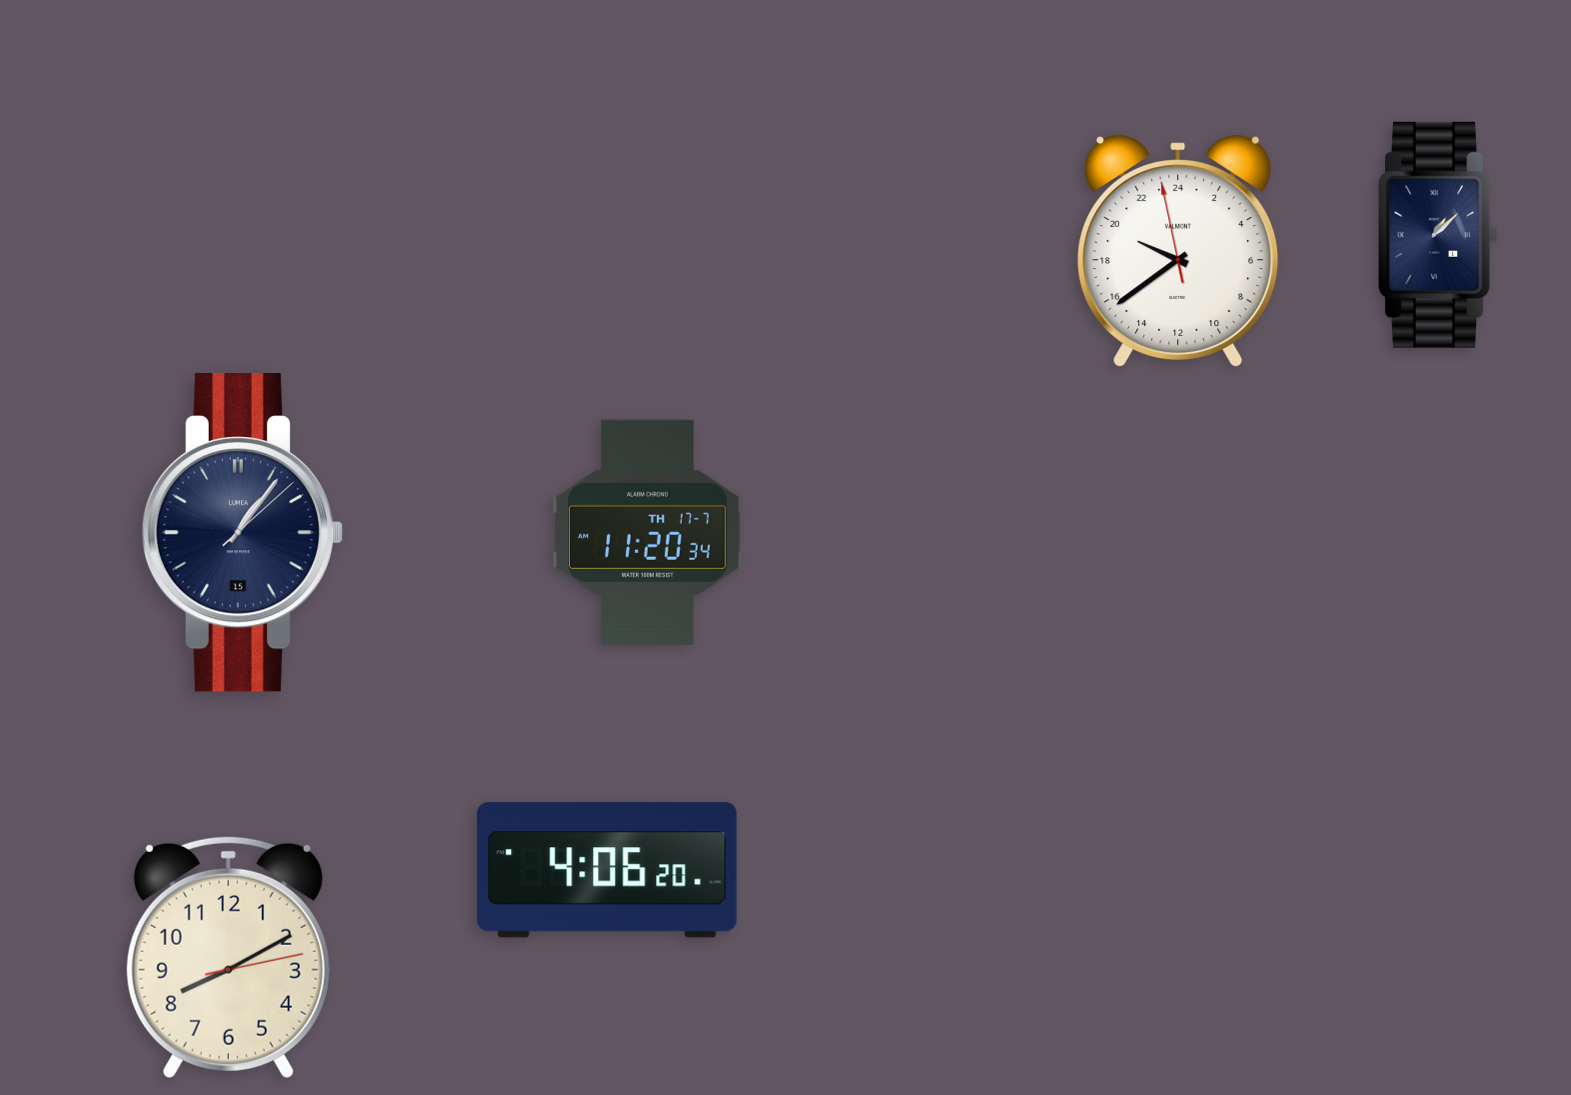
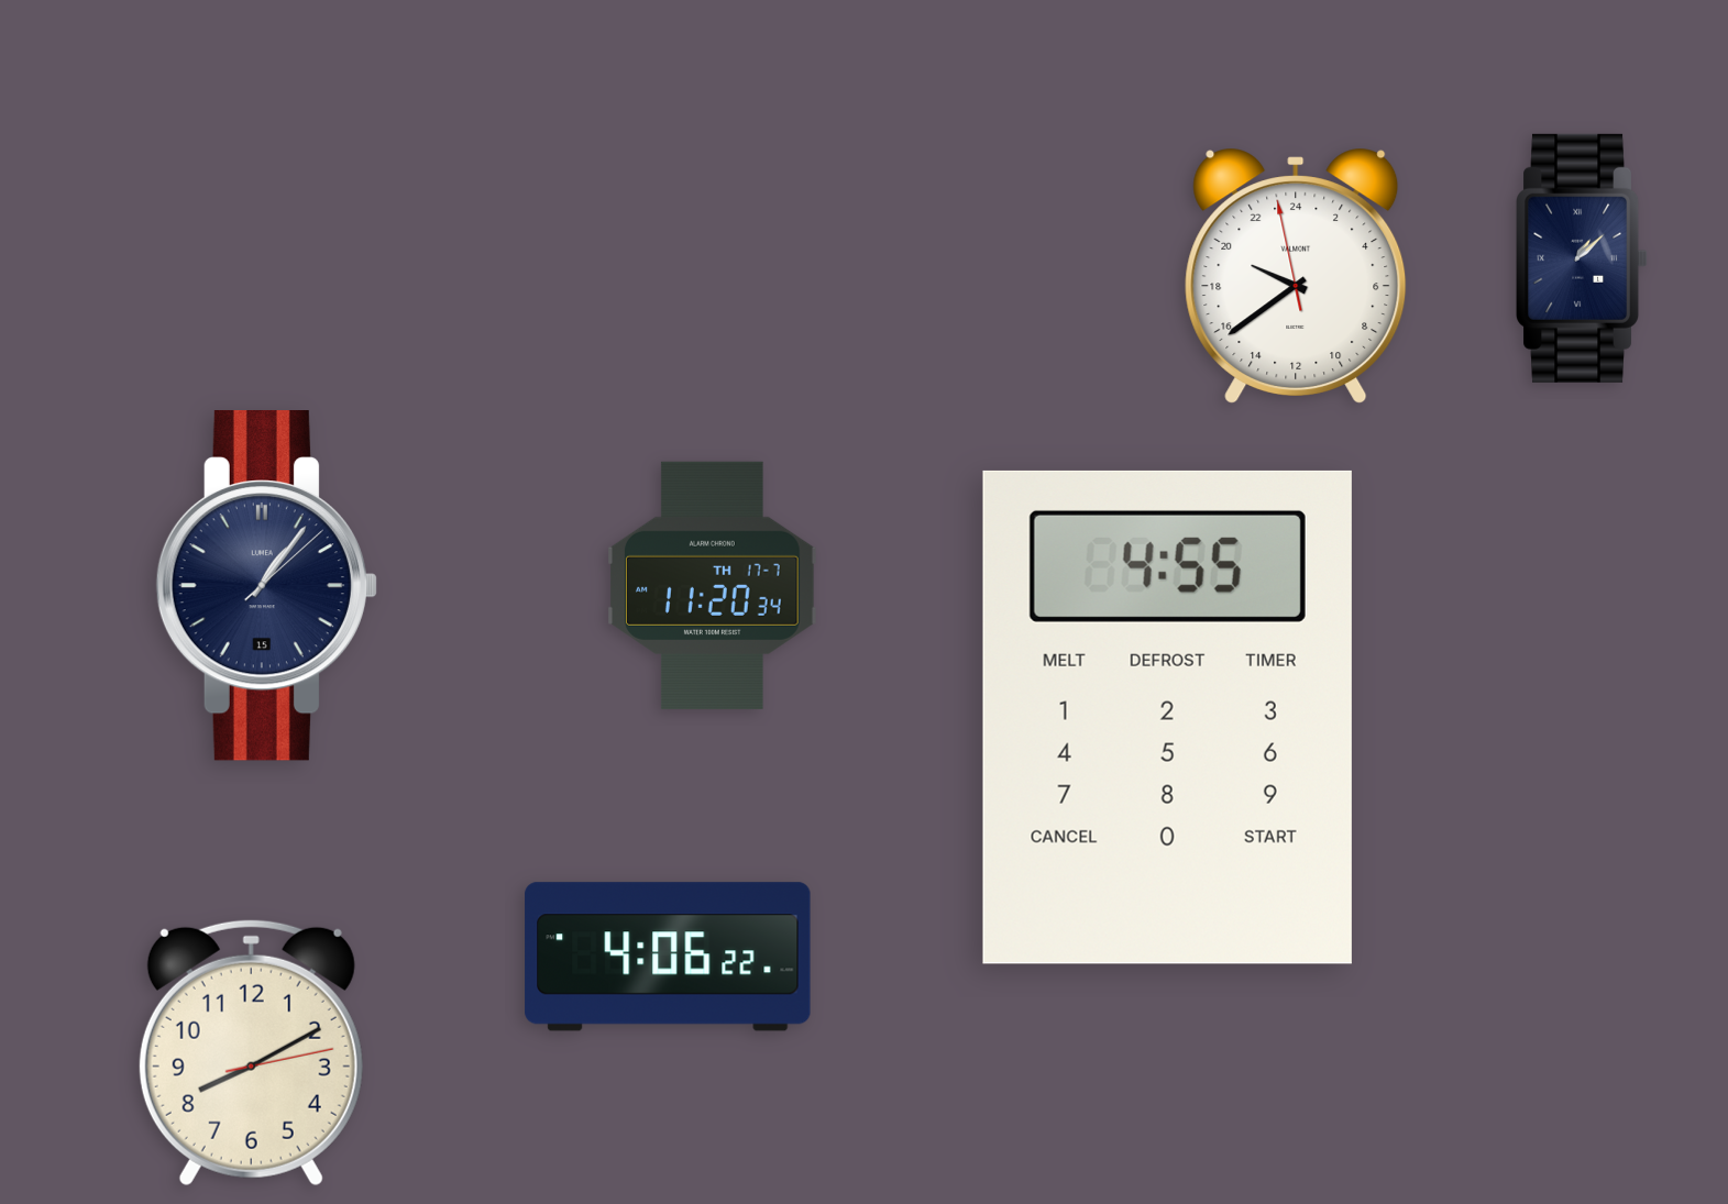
clock at (1167, 717): none -> 4:55
clock at (607, 870): 4:06:20 -> 4:06:22
